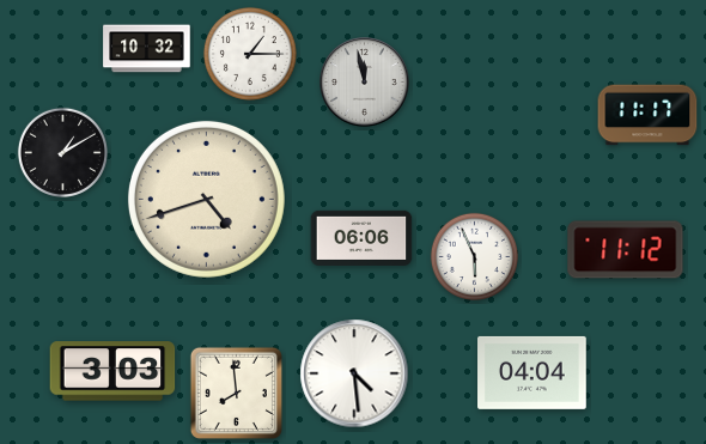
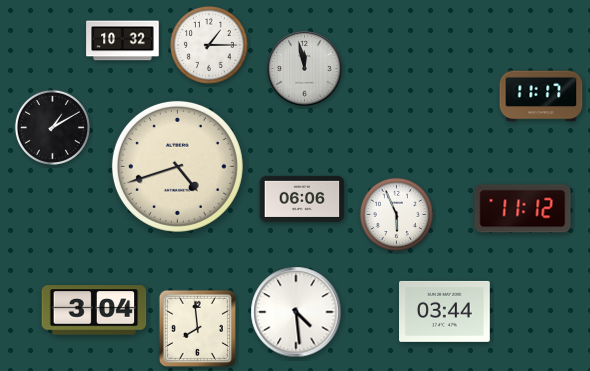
clock at (206, 199) position: (206, 199) -> (177, 166)
clock at (112, 371): 3:03 -> 3:04
clock at (532, 372): 04:04 -> 03:44
